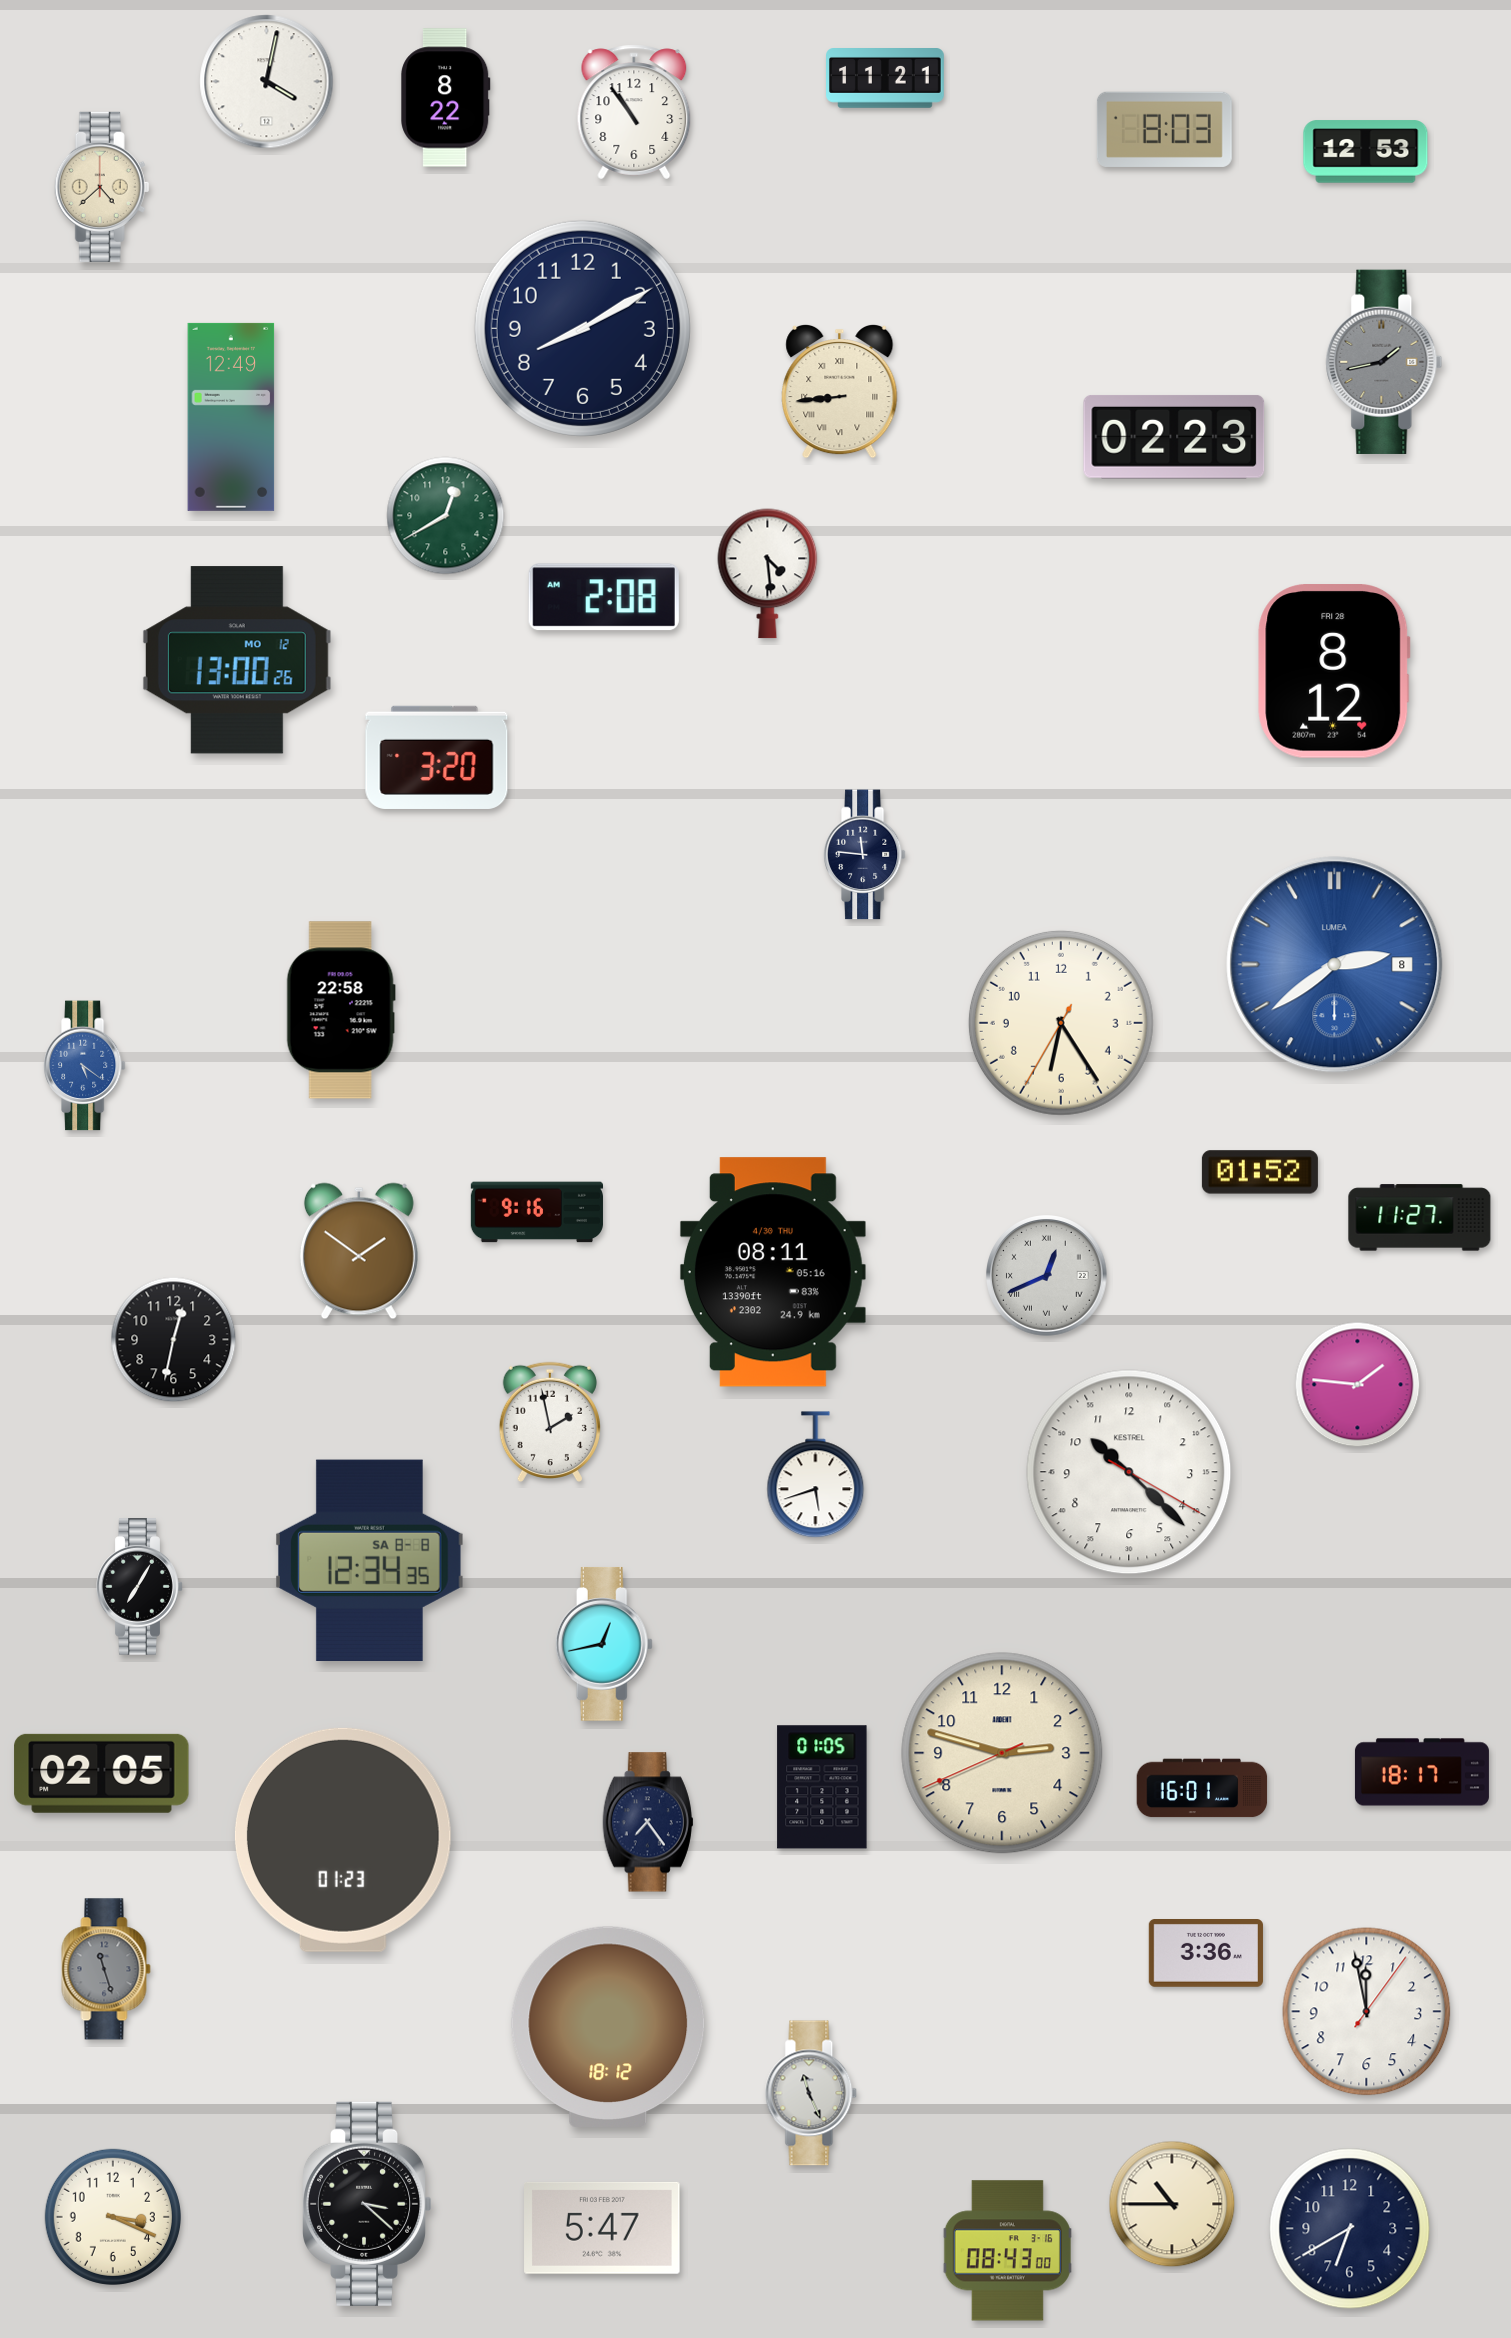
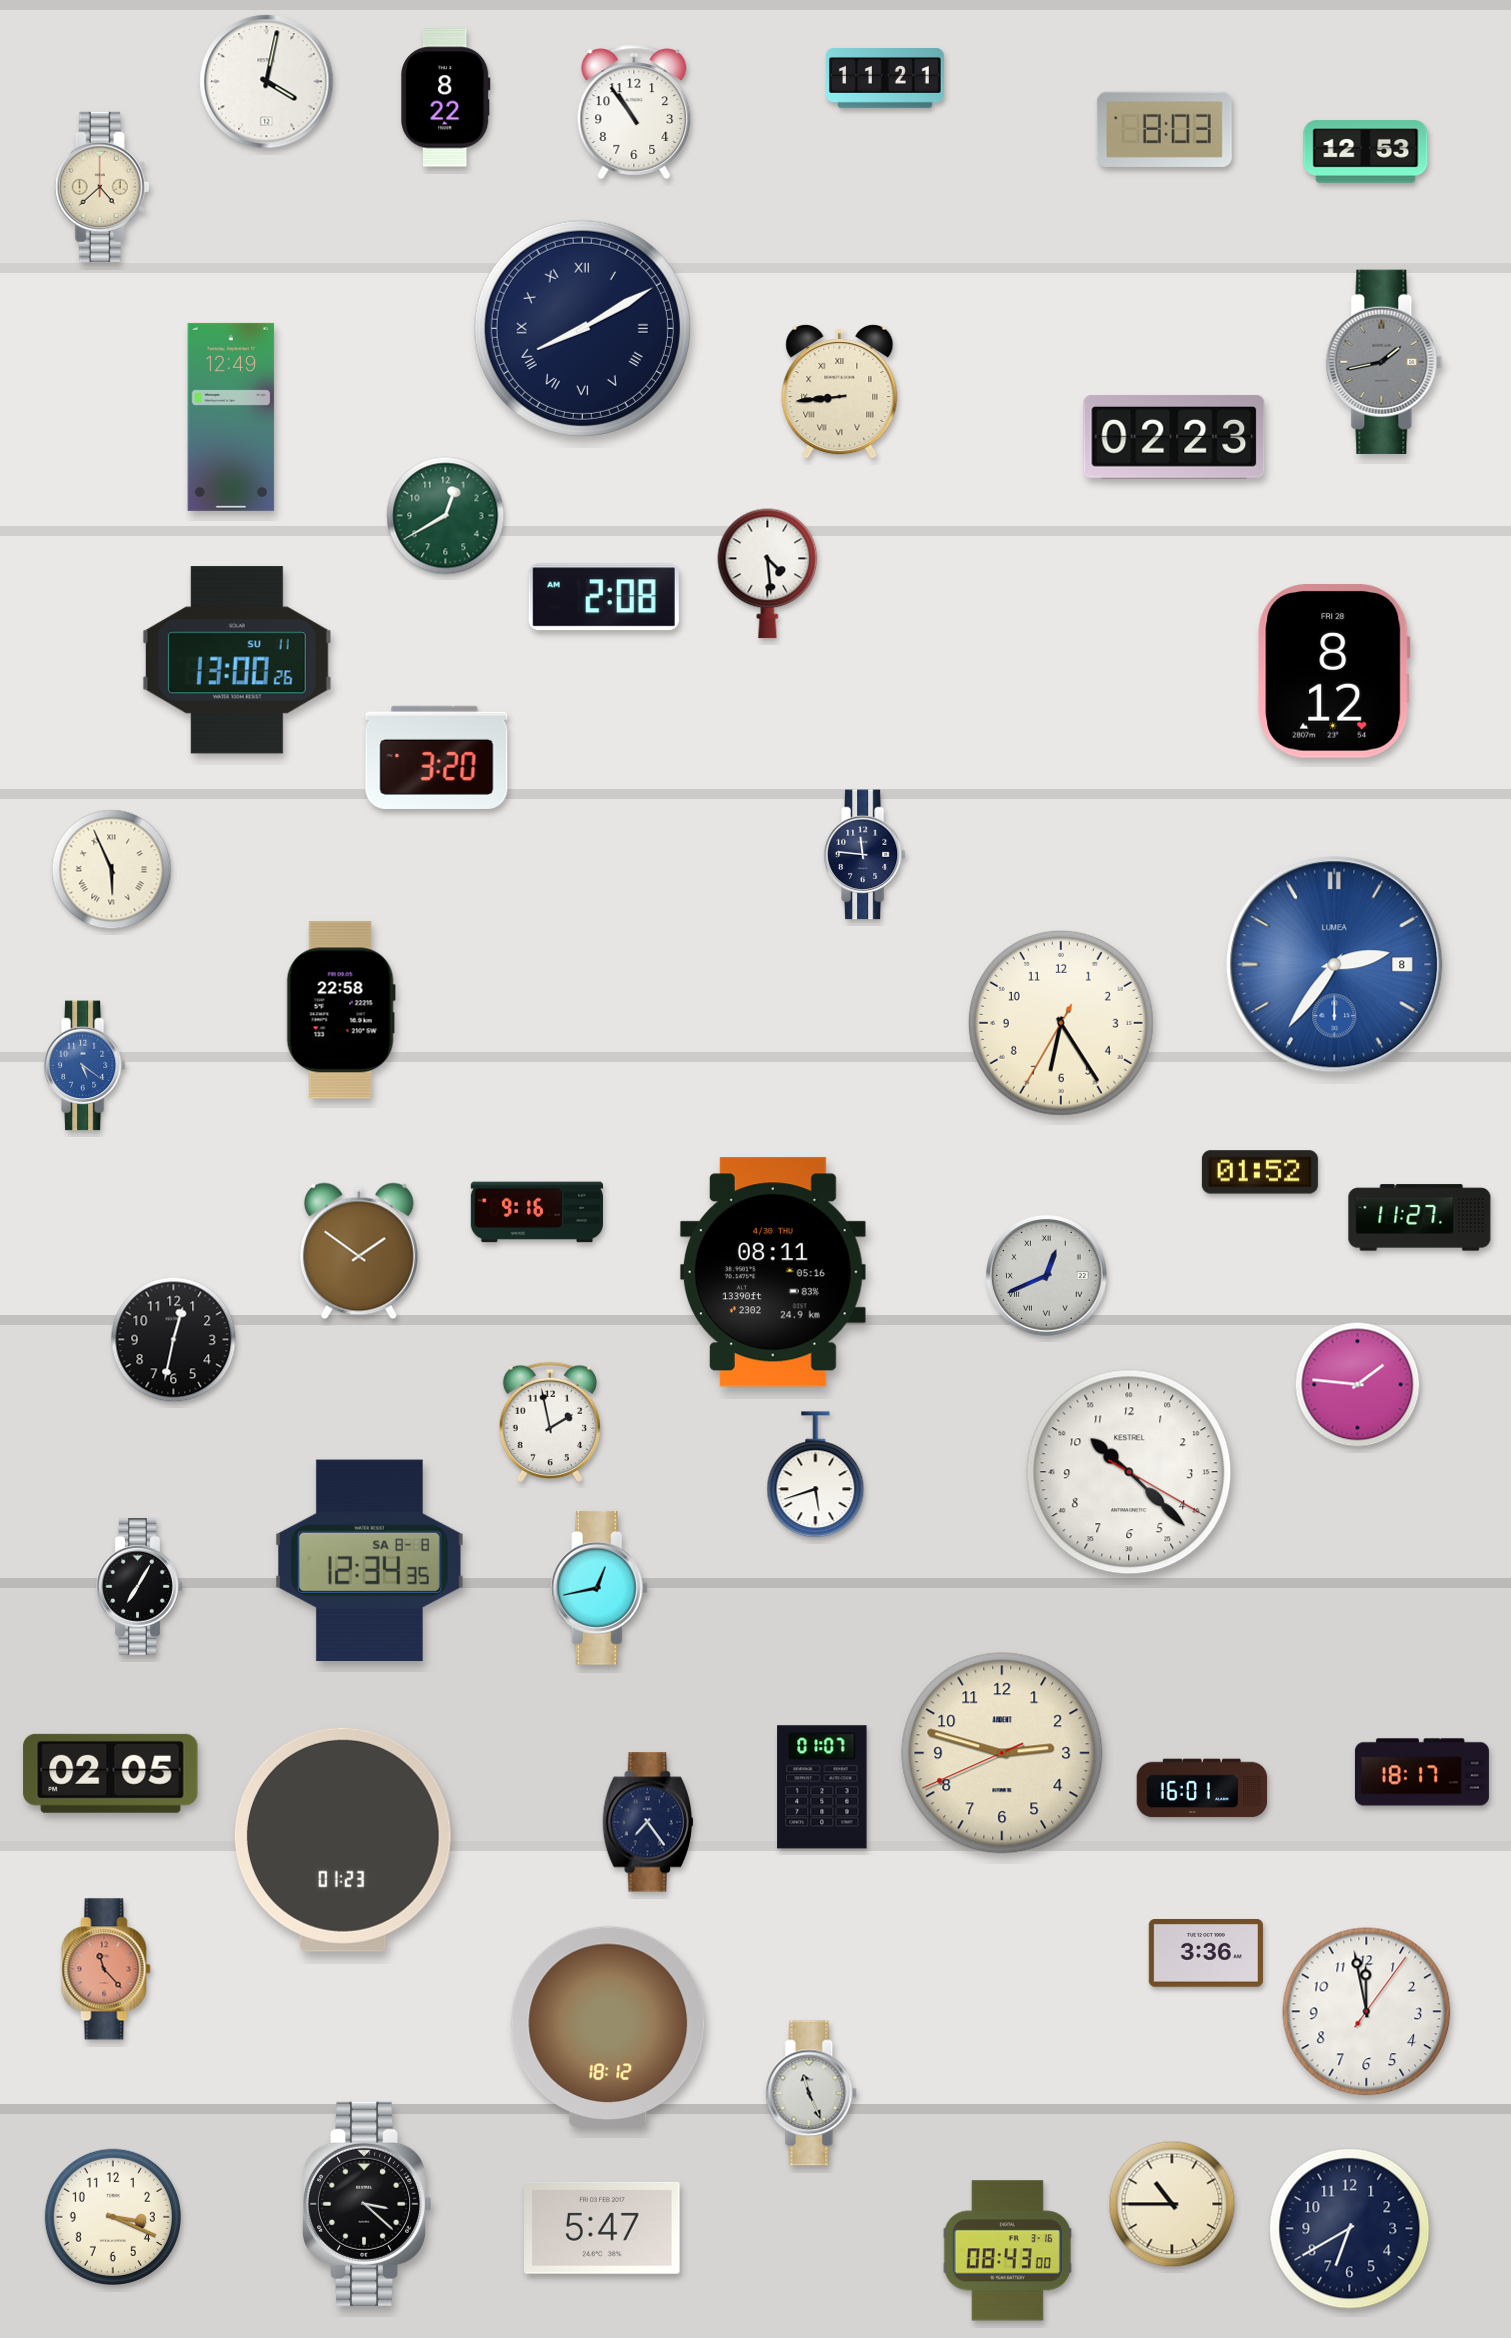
clock at (582, 328) numerals: Arabic -> Roman
clock at (237, 660) date: MO 12 -> SU 11
clock at (112, 870): none -> 5:56
clock at (1335, 965): 2:39 -> 2:36
clock at (604, 1644) position: (604, 1644) -> (599, 1588)
clock at (102, 1773) position: (102, 1773) -> (111, 1773)
clock at (822, 1787): 01:05 -> 01:07
clock at (106, 1969): 11:27 -> 11:23
clock at (106, 1969) dial: grey -> salmon
